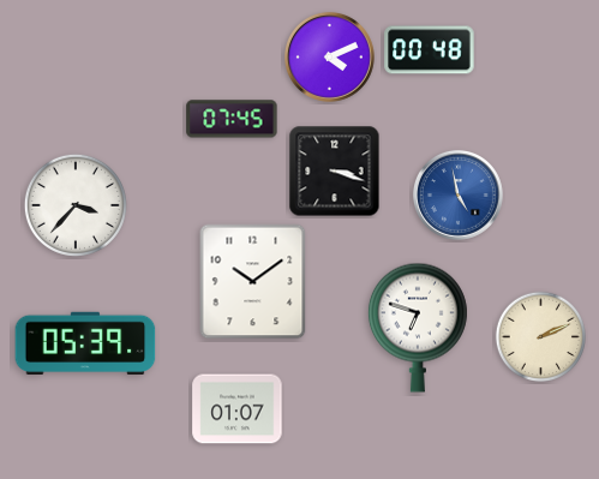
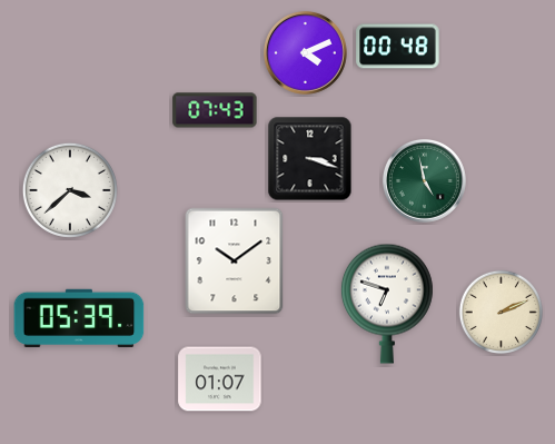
clock at (232, 119): 07:45 -> 07:43
clock at (457, 194) dial: blue -> green
clock at (76, 205): 3:37 -> 3:38
